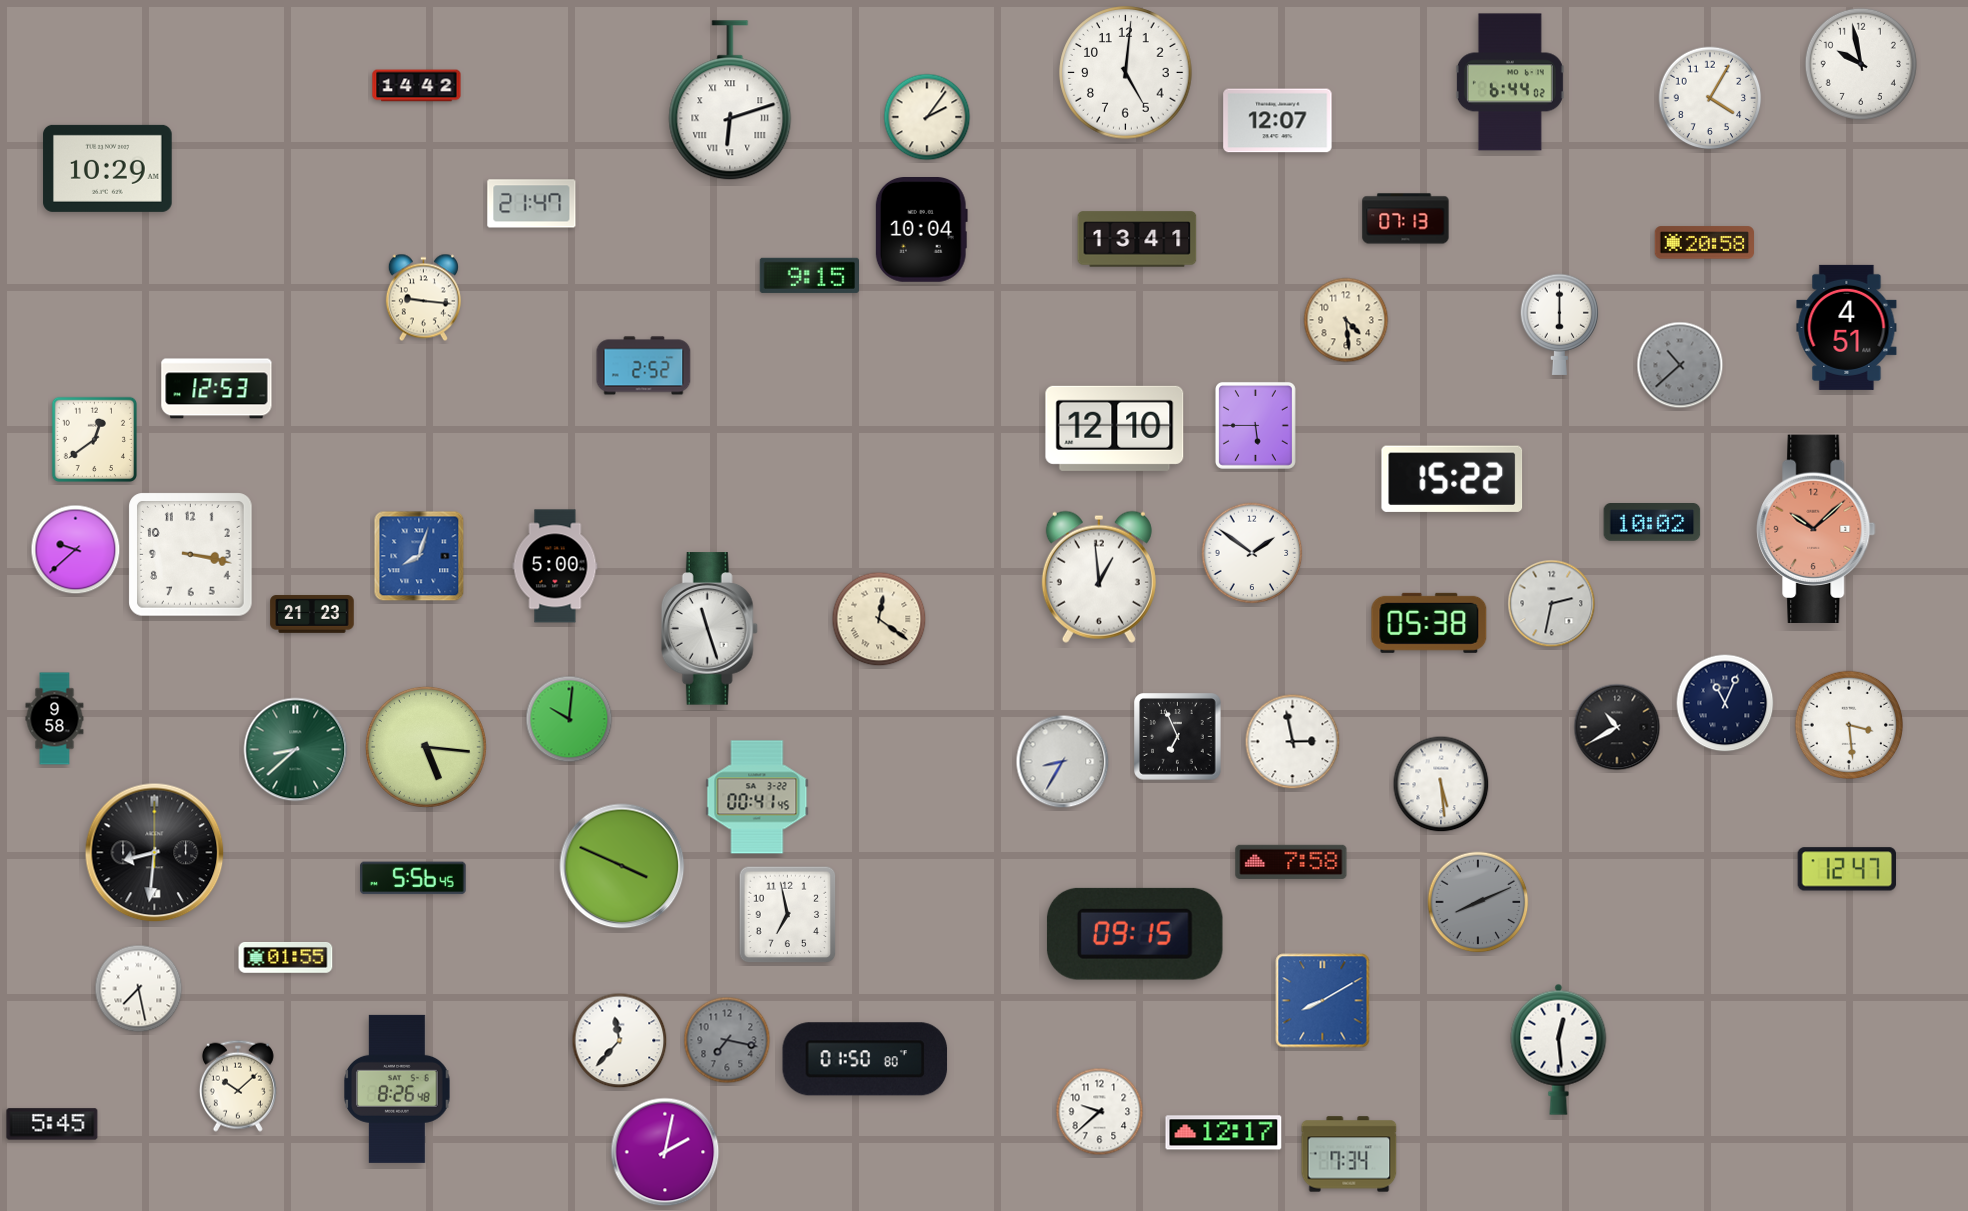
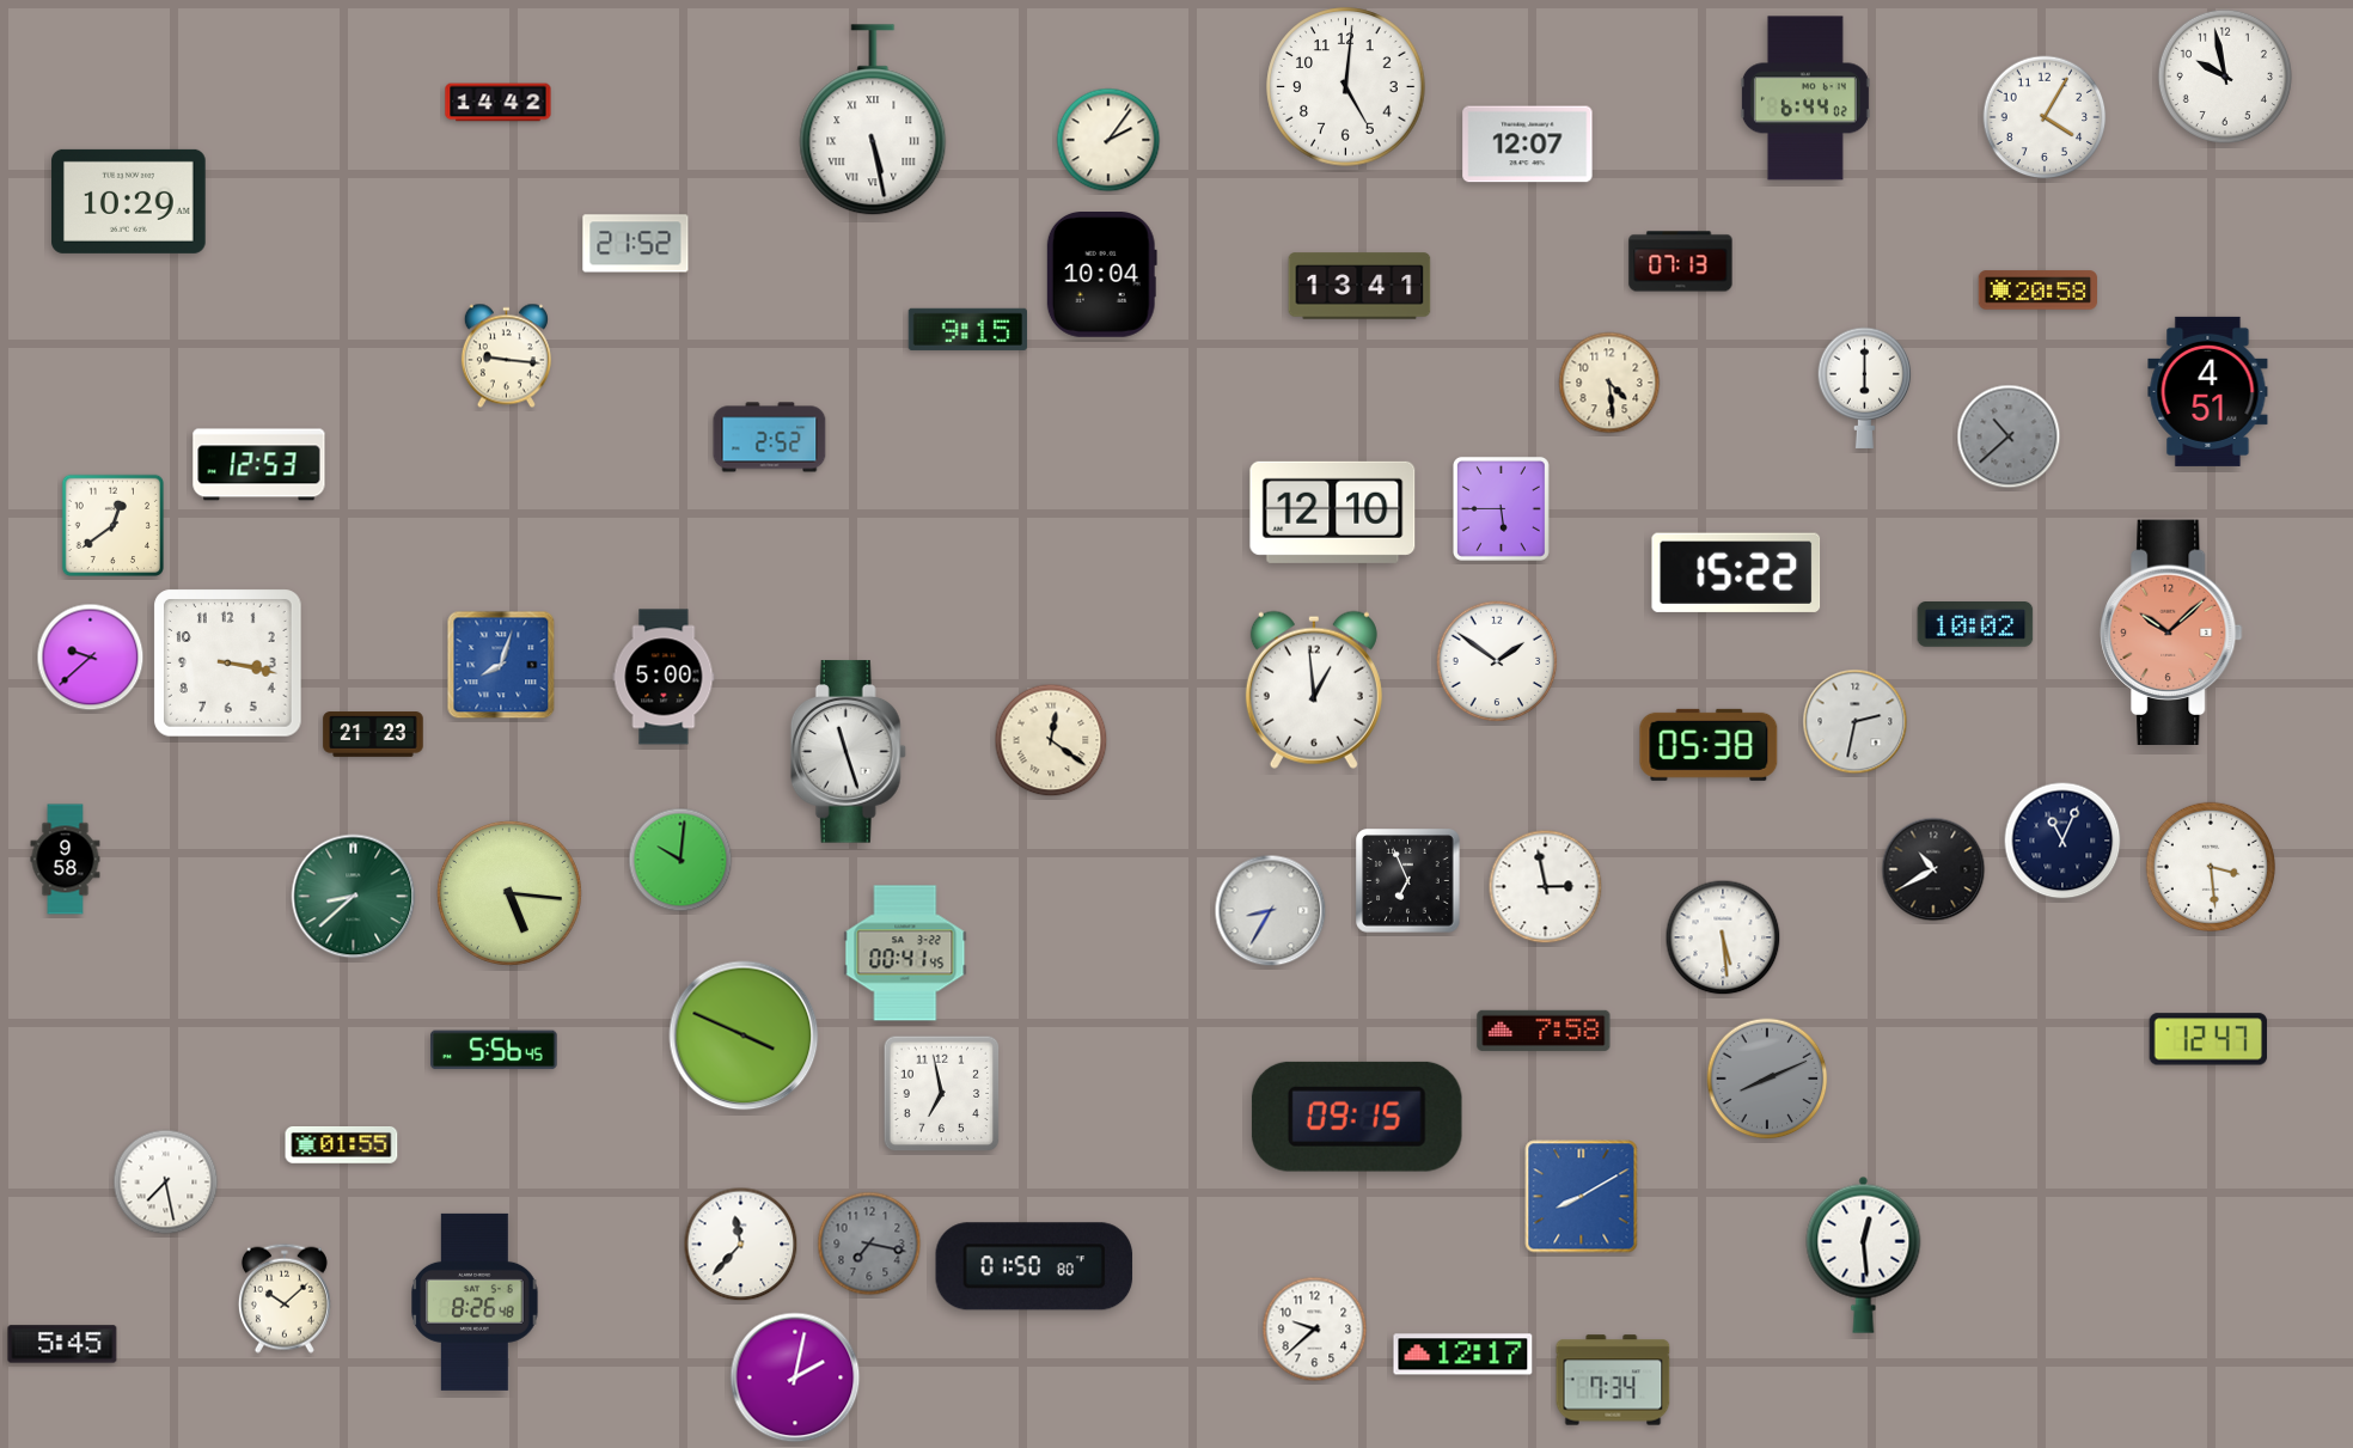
clock at (730, 101): 6:12 -> 5:28
clock at (532, 204): 21:47 -> 21:52
clock at (155, 853): 8:31 -> none
